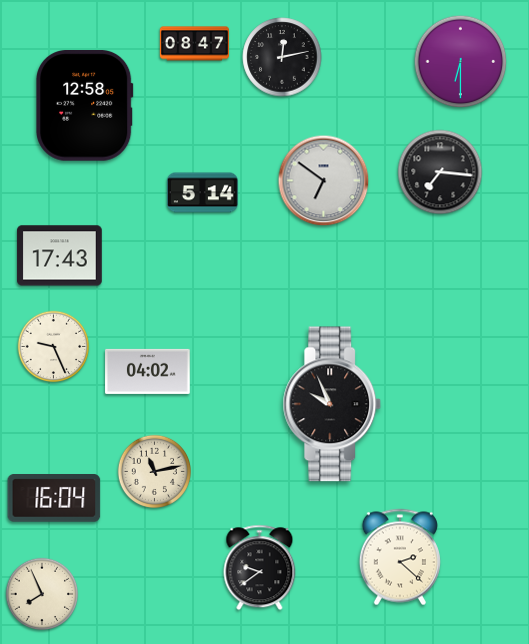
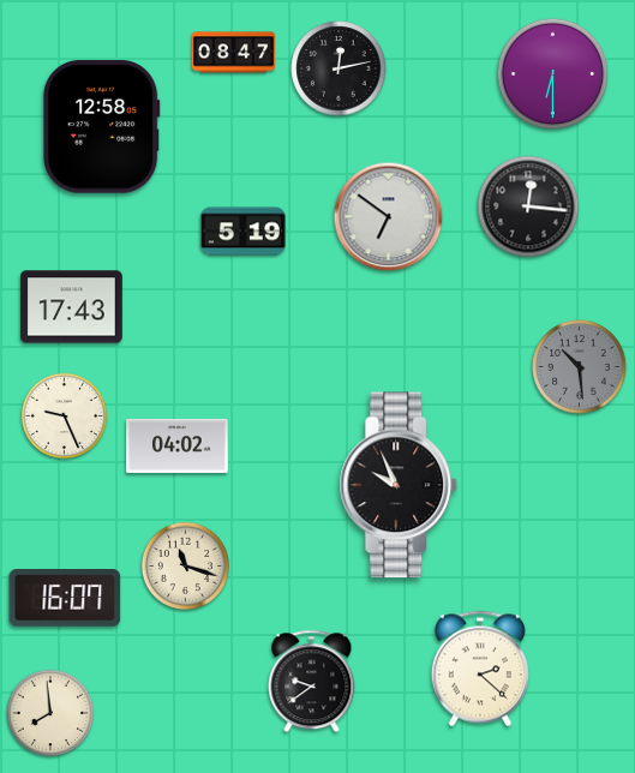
clock at (440, 172): 7:16 -> 12:16
clock at (202, 193): 5:14 -> 5:19
clock at (580, 367): none -> 10:29
clock at (154, 471): 11:13 -> 11:18
clock at (54, 499): 16:04 -> 16:07
clock at (42, 594): 7:56 -> 7:59
